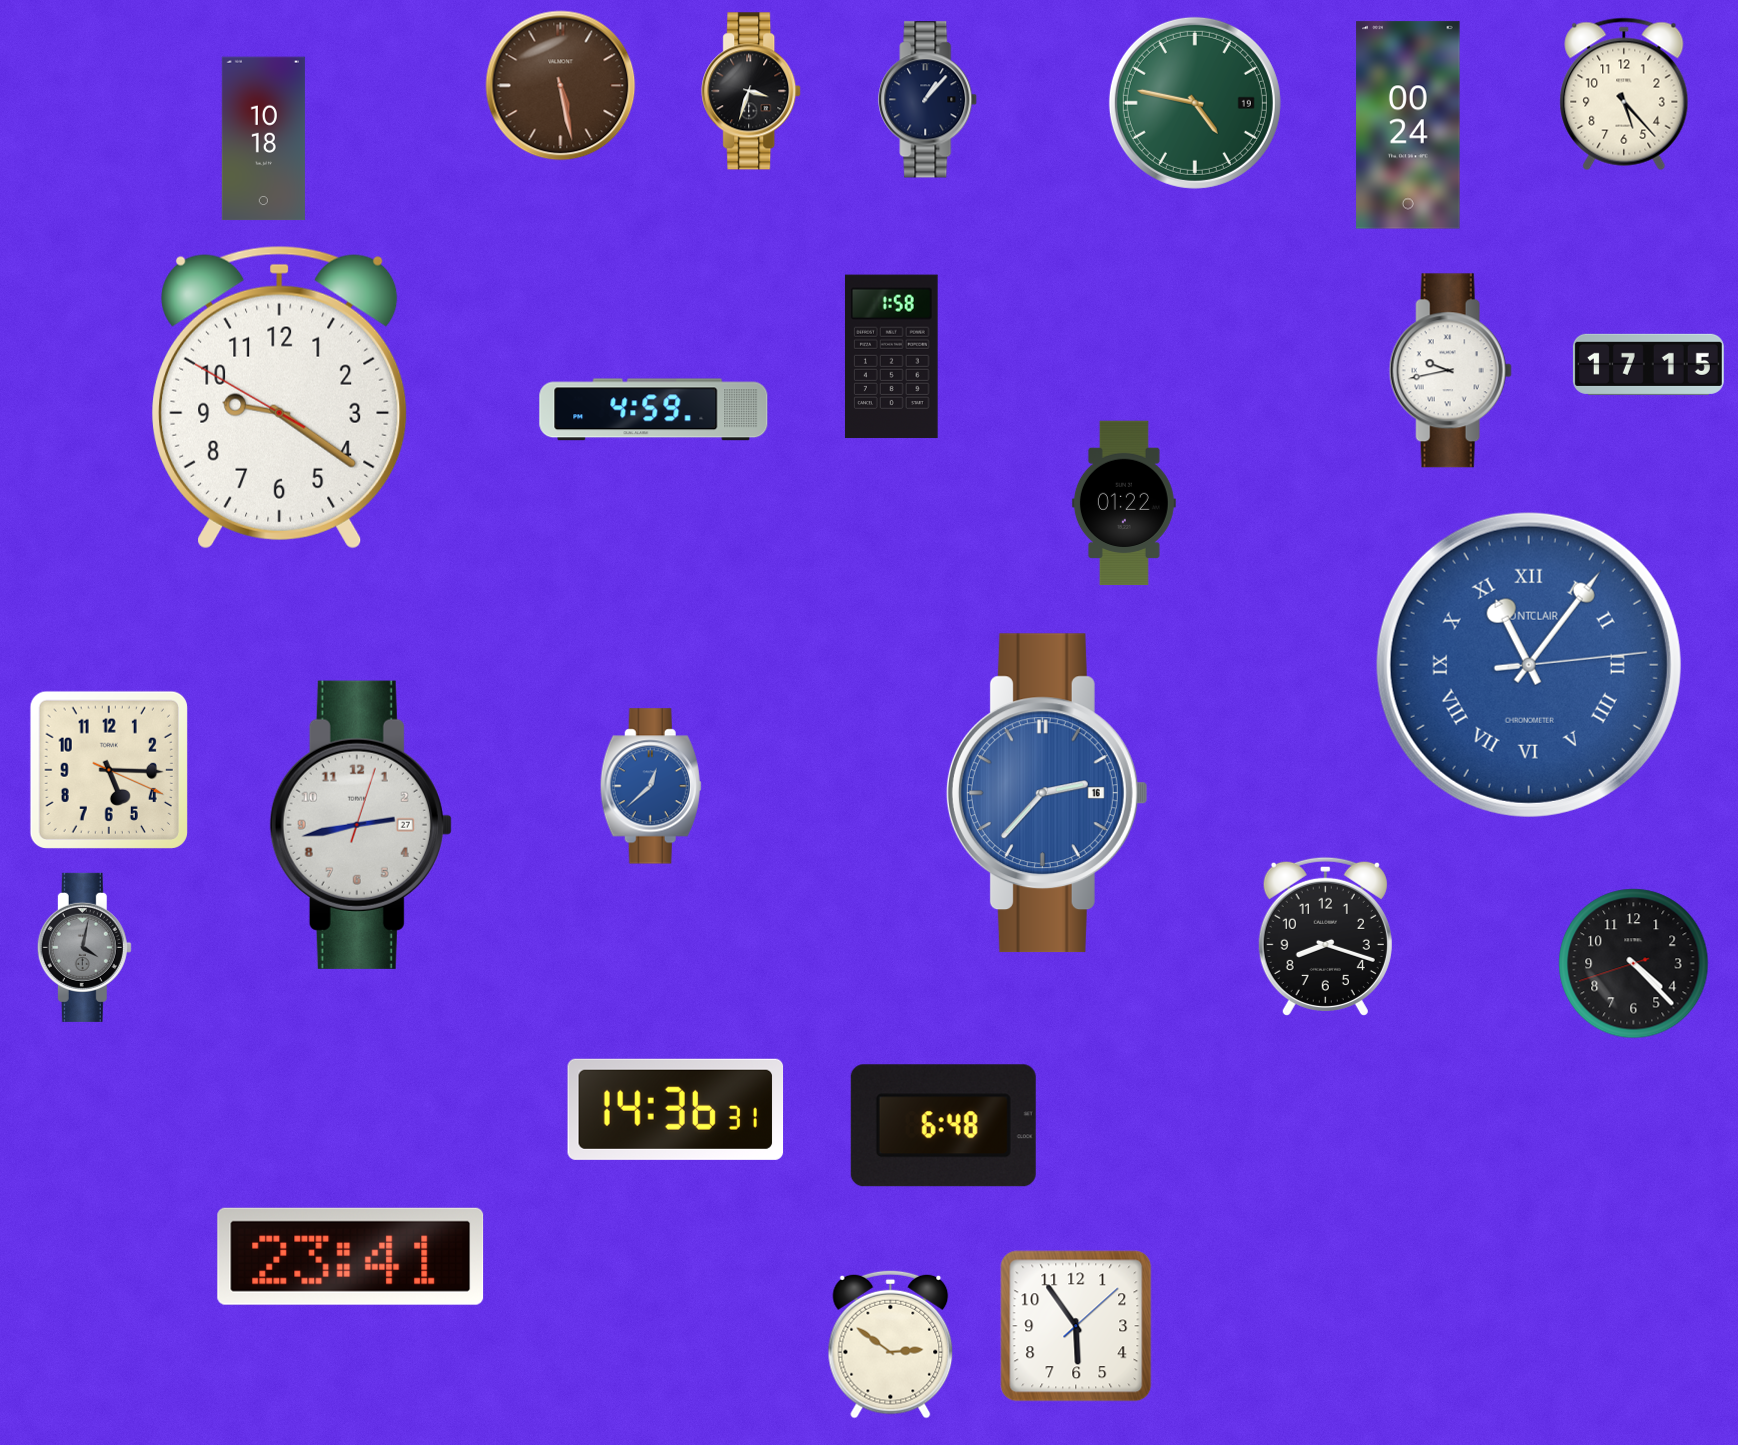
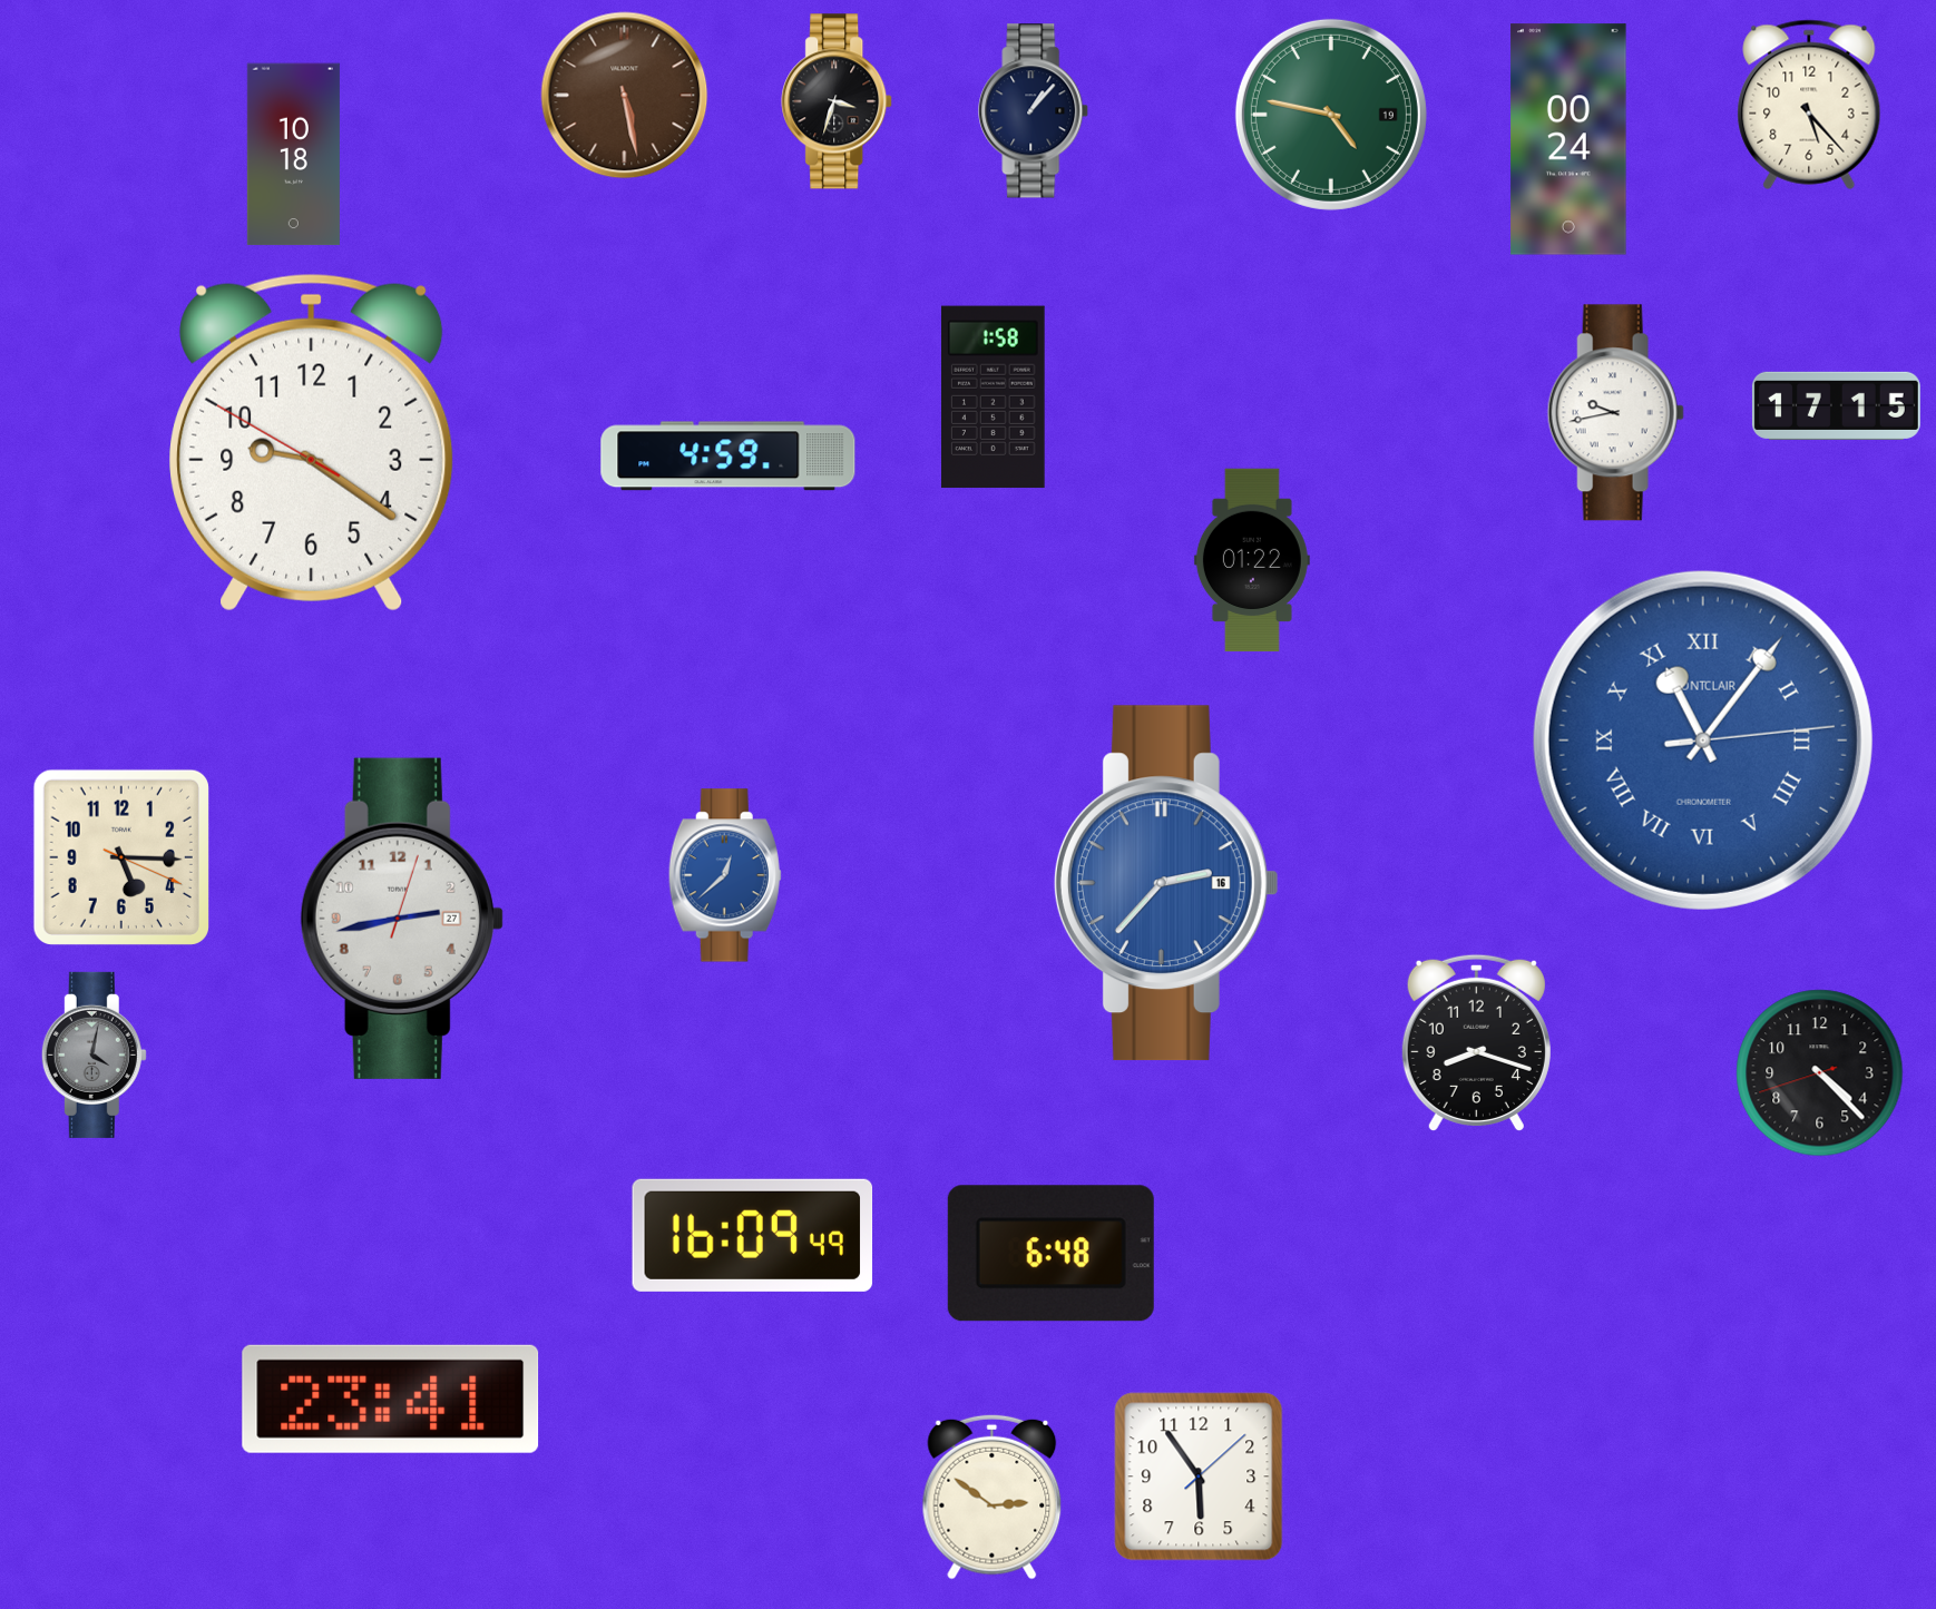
clock at (676, 1109): 14:36 -> 16:09
